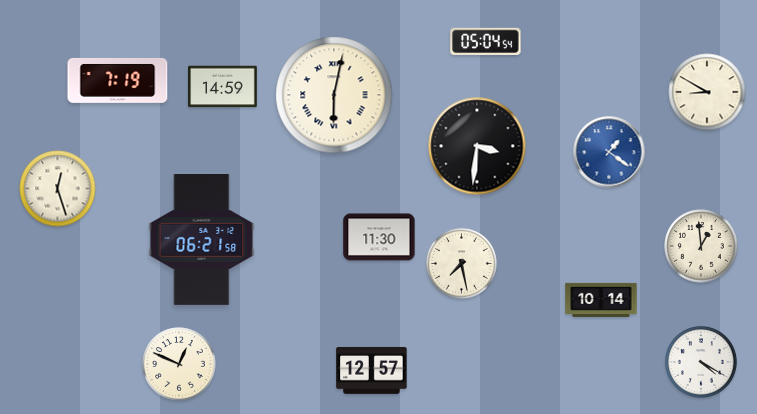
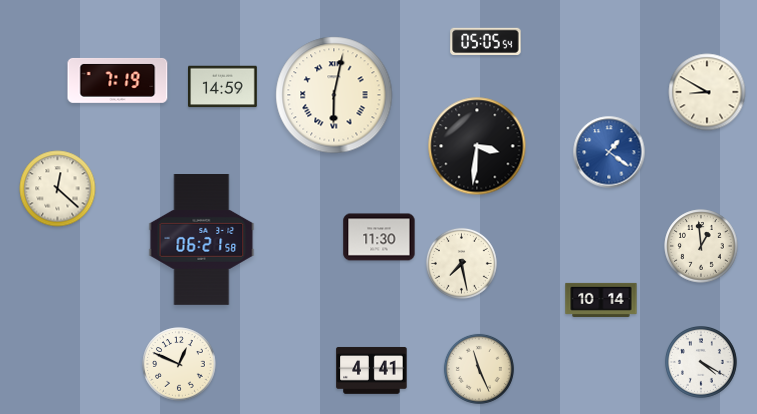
clock at (486, 41): 05:04 -> 05:05
clock at (58, 189): 12:27 -> 12:22
clock at (479, 369): none -> 11:26
clock at (372, 370): 12:57 -> 4:41
